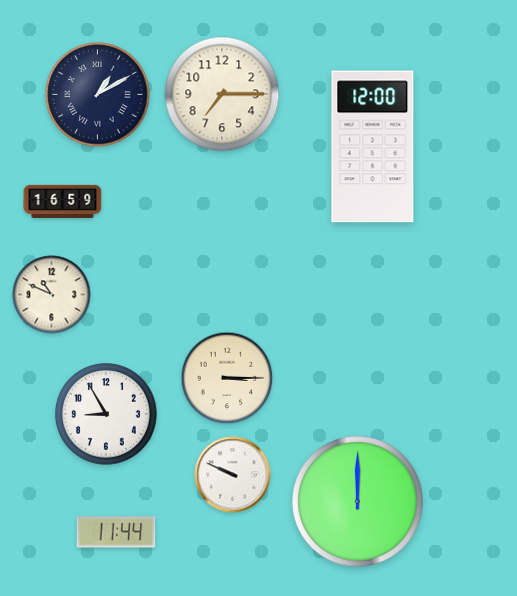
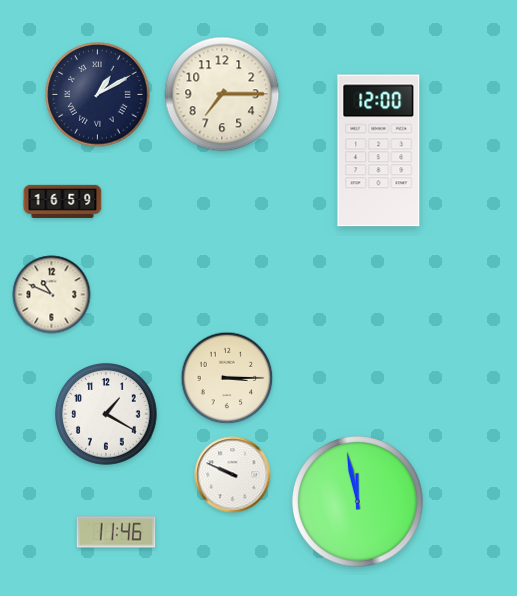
clock at (373, 147) position: (373, 147) -> (379, 151)
clock at (106, 414): 8:55 -> 1:20
clock at (358, 502): 12:00 -> 11:58
clock at (116, 532): 11:44 -> 11:46
